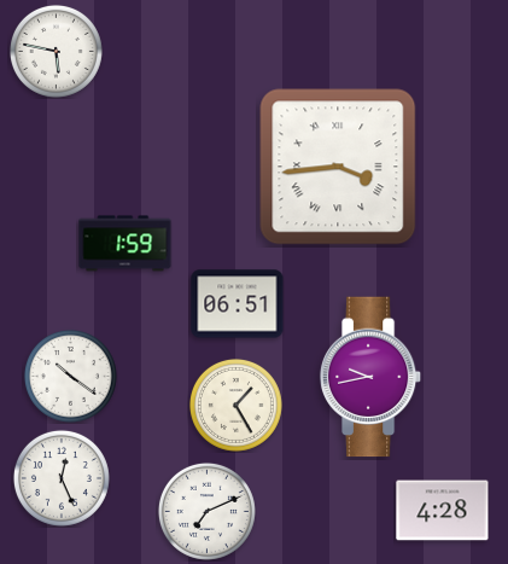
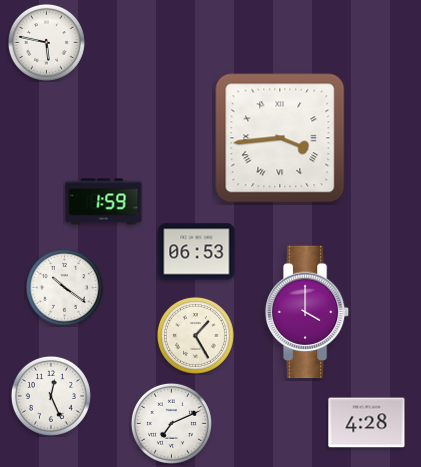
clock at (238, 304): 06:51 -> 06:53
clock at (70, 376) position: (70, 376) -> (64, 287)
clock at (370, 377): 9:43 -> 4:00
